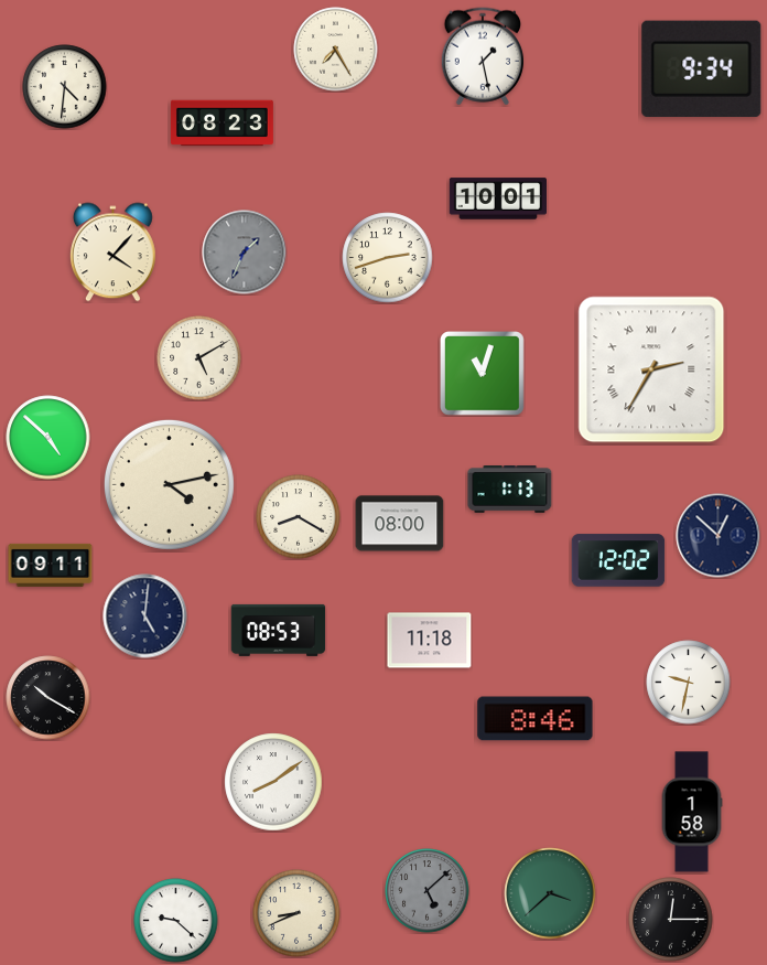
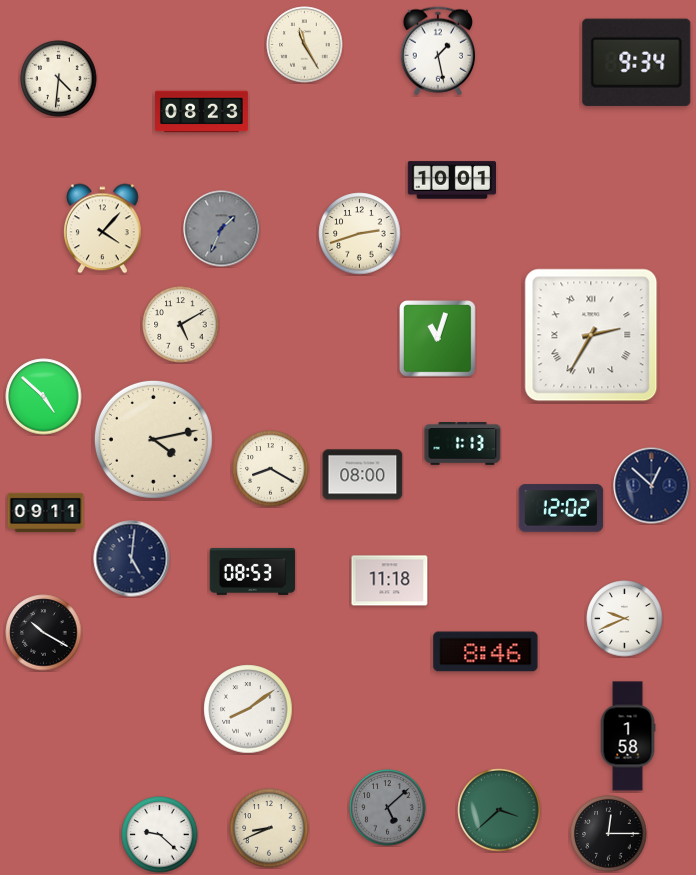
clock at (336, 50): 7:25 -> 11:25
clock at (388, 258) position: (388, 258) -> (360, 234)
clock at (689, 683): 9:32 -> 9:41
